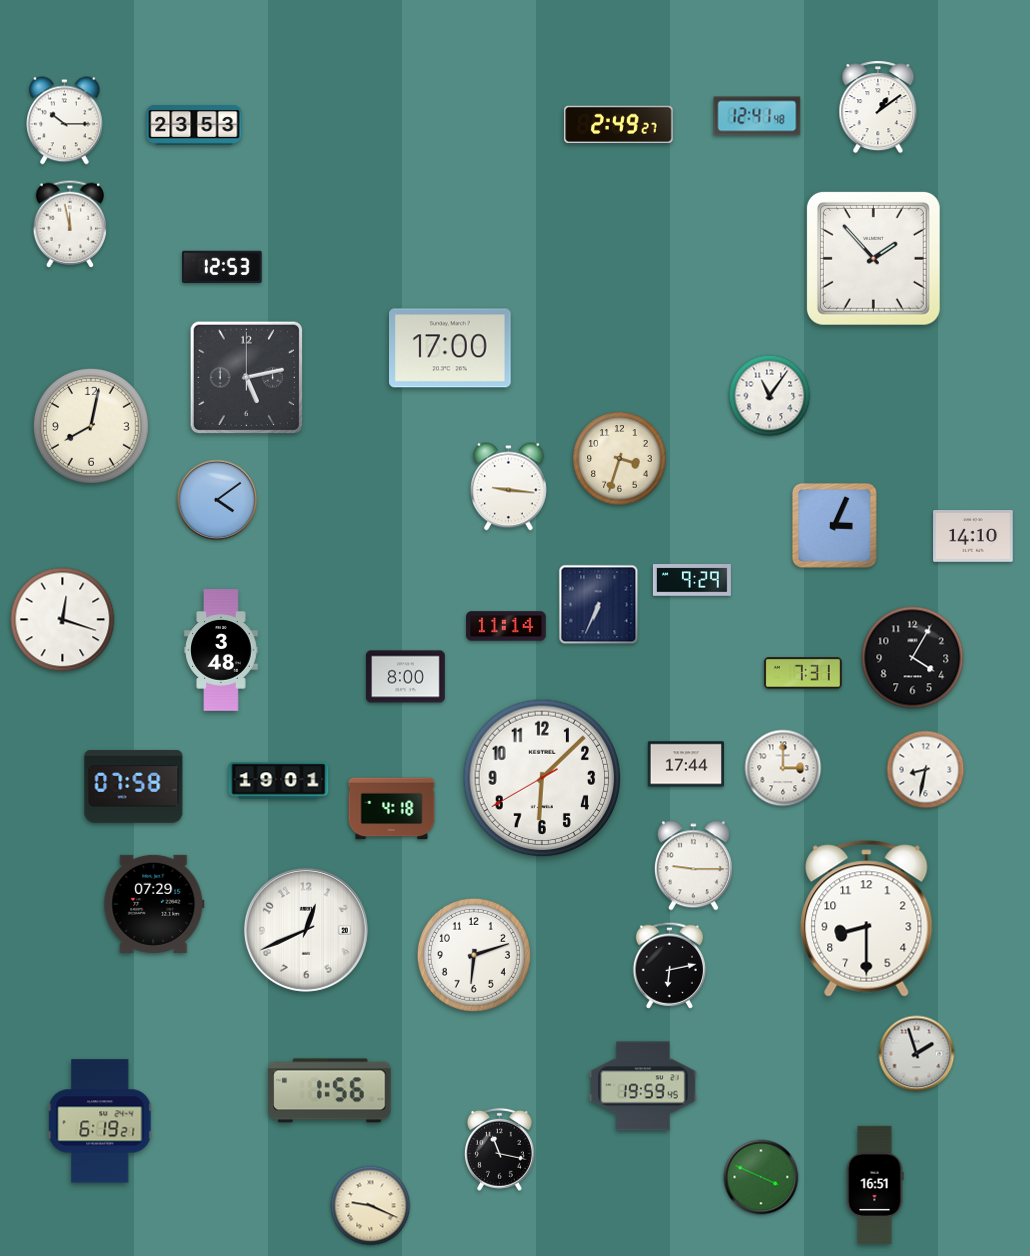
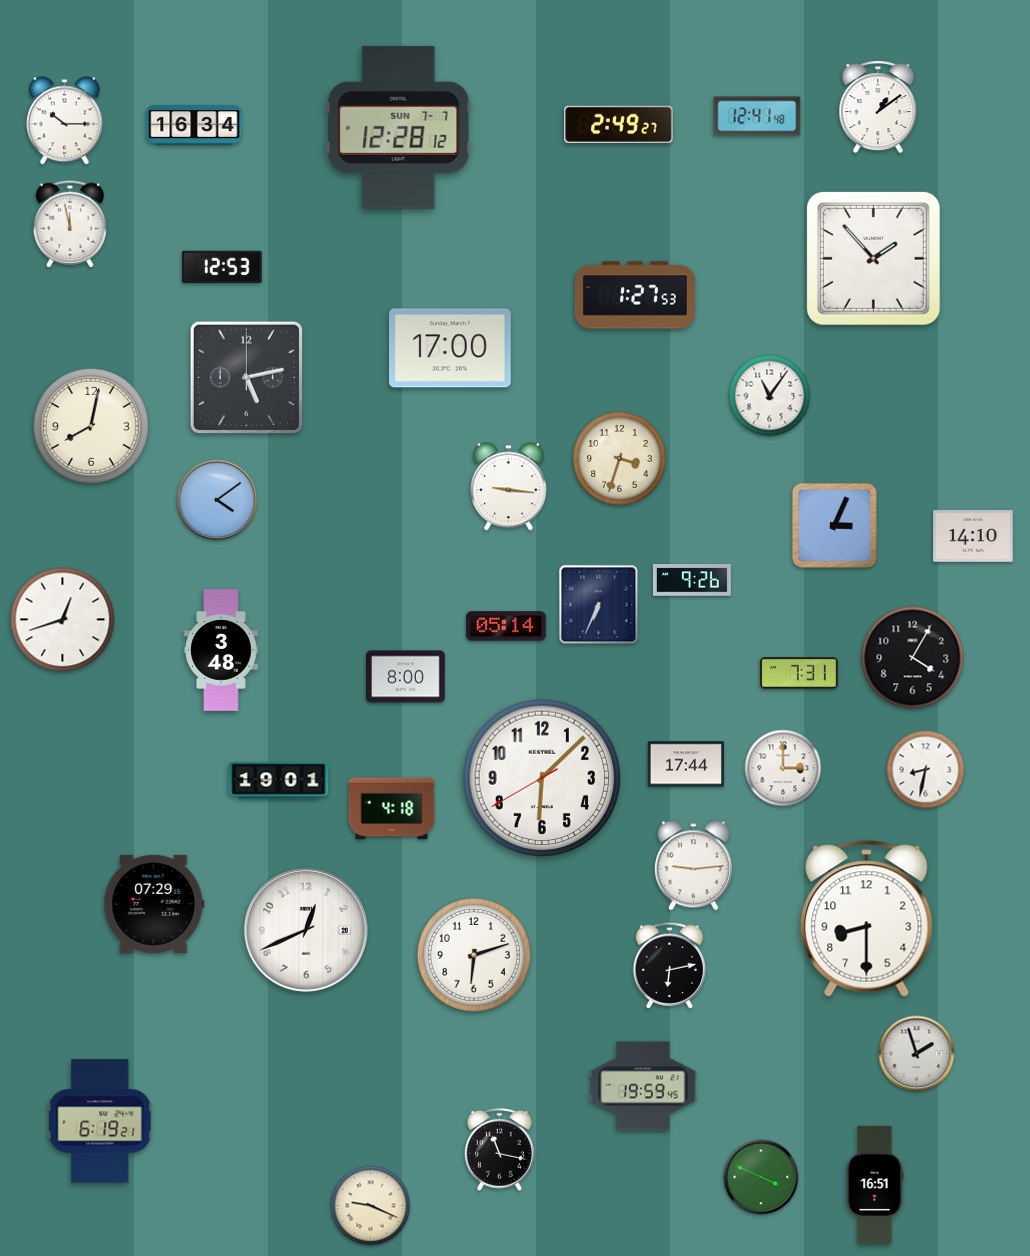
clock at (194, 126): 23:53 -> 16:34
clock at (399, 127): none -> 12:28
clock at (635, 295): none -> 1:27
clock at (692, 580): 9:29 -> 9:26
clock at (63, 620): 12:18 -> 12:42
clock at (506, 626): 11:14 -> 05:14
clock at (803, 673) position: (803, 673) -> (799, 673)
clock at (134, 786): 07:58 -> none
clock at (693, 866): 9:15 -> 9:14
clock at (330, 1091): 1:56 -> none
